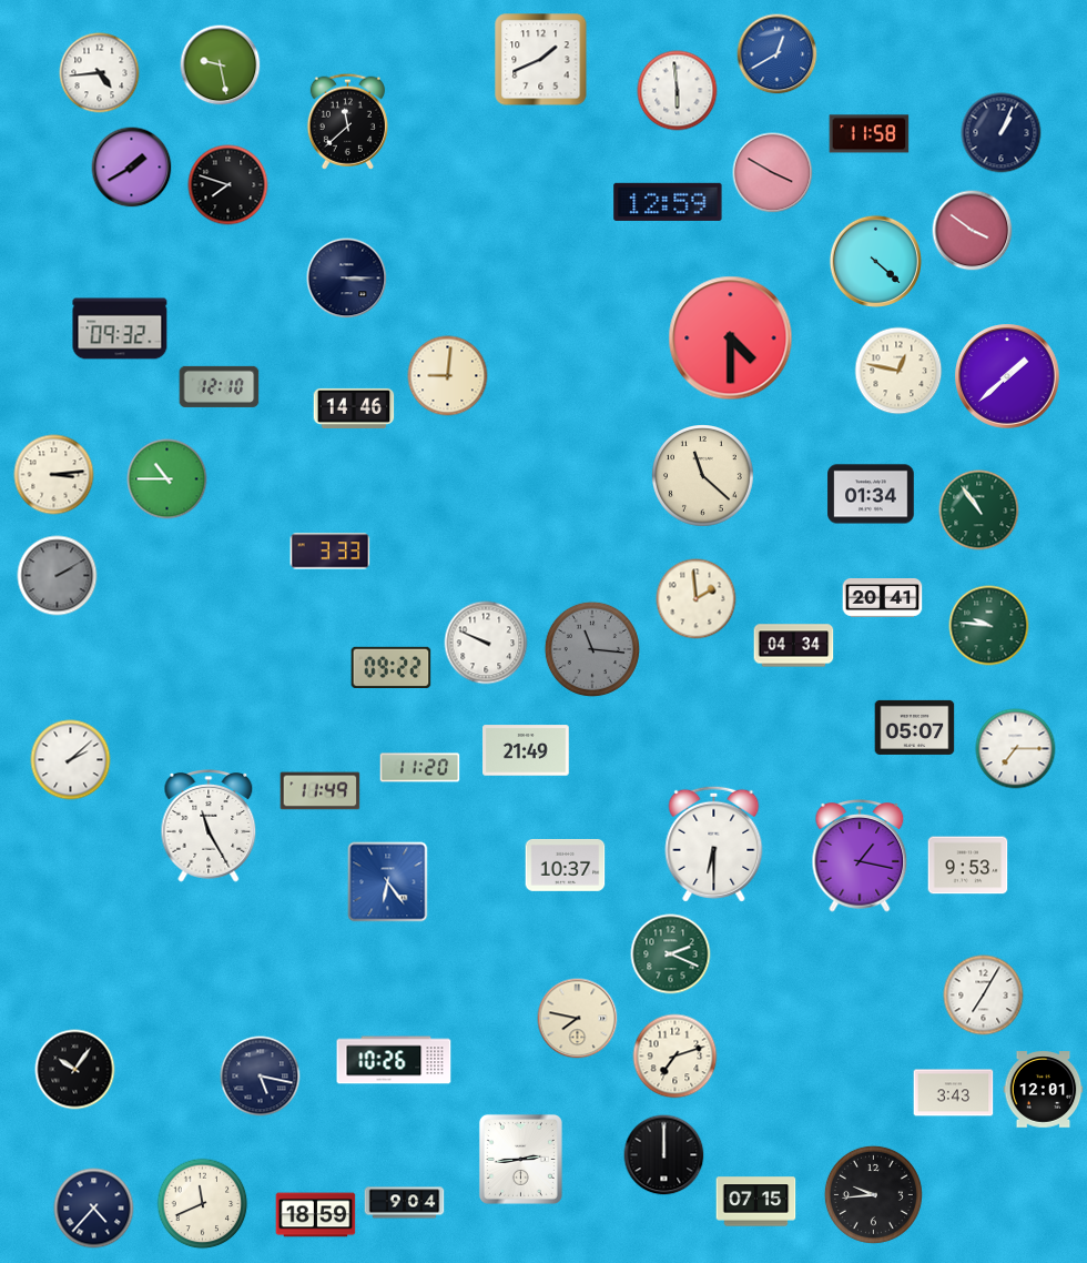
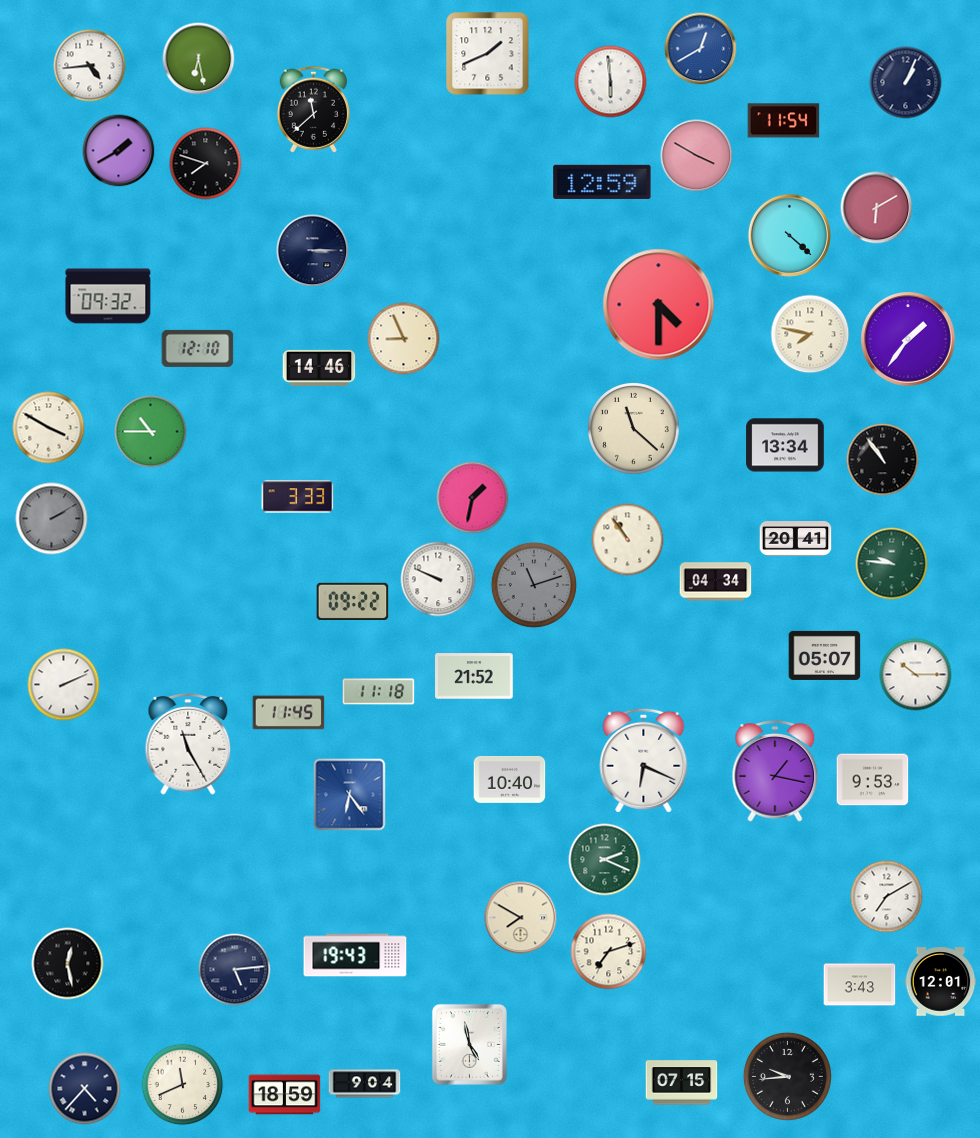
clock at (221, 65): 9:28 -> 6:28
clock at (1002, 133) position: (1002, 133) -> (906, 83)
clock at (870, 134): 11:58 -> 11:54
clock at (228, 185) position: (228, 185) -> (206, 164)
clock at (973, 231): 3:51 -> 6:10
clock at (898, 371): 12:47 -> 7:47
clock at (448, 376): 9:01 -> 8:56
clock at (1007, 376): 1:38 -> 1:36
clock at (54, 475): 3:14 -> 3:50
clock at (871, 494): 01:34 -> 13:34
clock at (979, 511) dial: green -> black
clock at (473, 498): none -> 1:32
clock at (697, 599): 1:59 -> 10:54
clock at (591, 648): 11:16 -> 11:12
clock at (1016, 749): 7:15 -> 10:15
clock at (526, 750): 21:49 -> 21:52
clock at (71, 760): 2:08 -> 2:11
clock at (420, 768): 11:20 -> 11:18
clock at (321, 791): 11:49 -> 11:45
clock at (714, 843): 6:30 -> 6:19
clock at (566, 865): 10:37 -> 10:40
clock at (984, 996): 7:05 -> 7:10
clock at (578, 1019): 7:47 -> 7:50
clock at (394, 1060): 10:26 -> 19:43
clock at (75, 1070): 10:06 -> 12:28
clock at (261, 1077): 5:17 -> 5:14
clock at (664, 1155): 12:00 -> none
clock at (520, 1159): 2:44 -> 4:58
